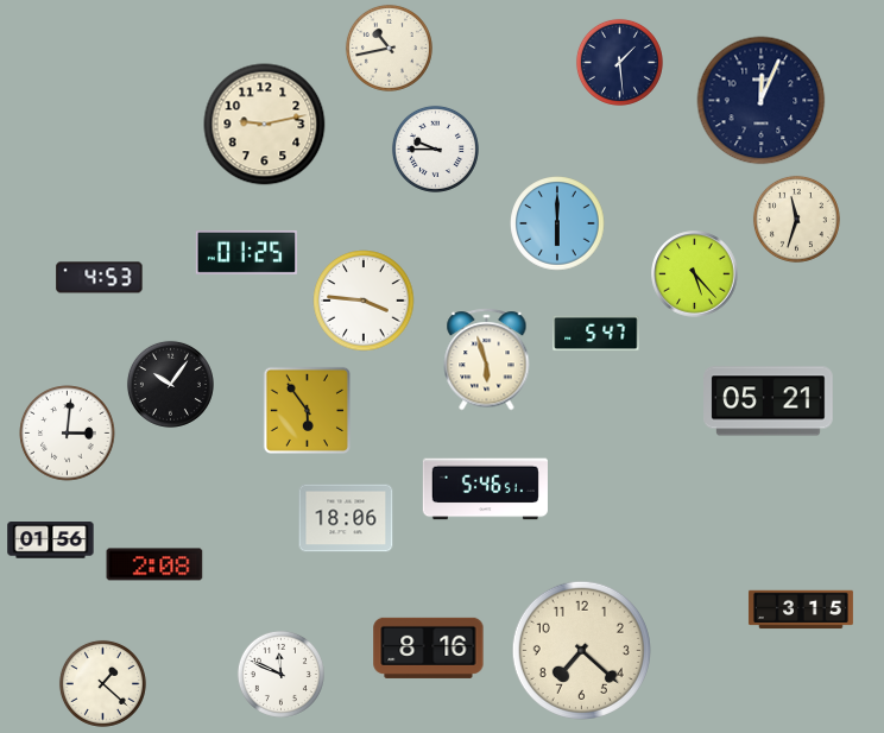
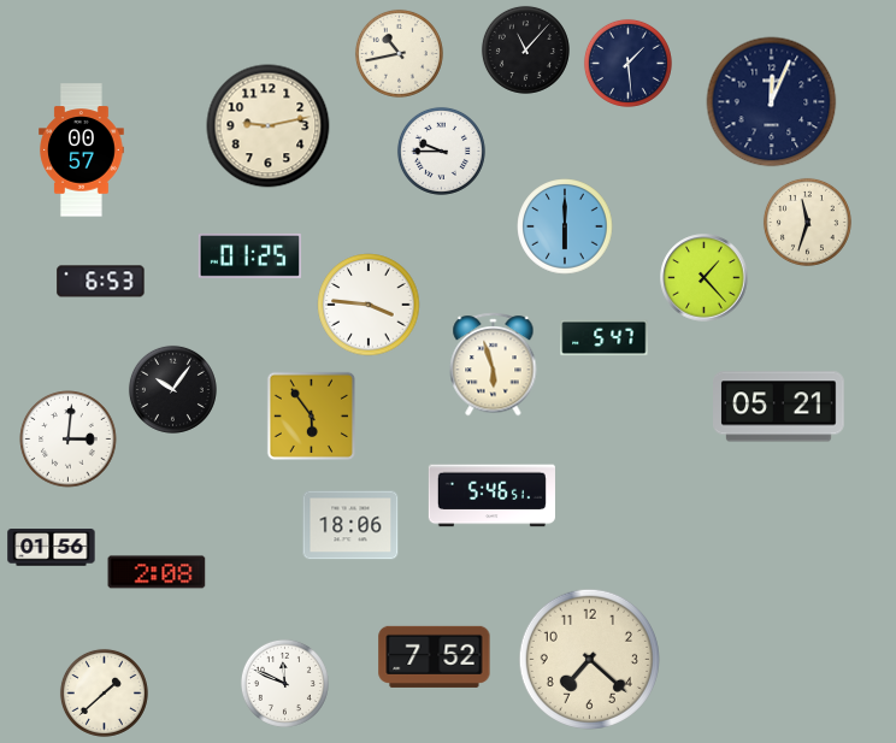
clock at (389, 48) position: (389, 48) -> (399, 53)
clock at (525, 49): none -> 11:07
clock at (82, 151): none -> 00:57
clock at (695, 274): 5:23 -> 1:23
clock at (100, 278): 4:53 -> 6:53
clock at (801, 609): 3:15 -> none
clock at (429, 647): 8:16 -> 7:52
clock at (102, 683): 1:22 -> 1:38
